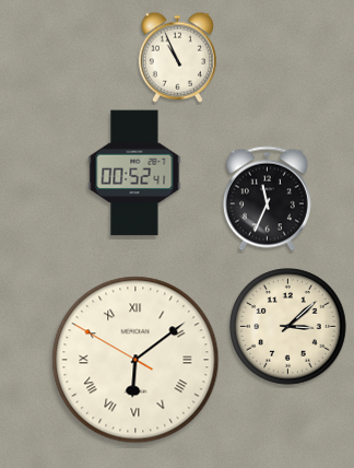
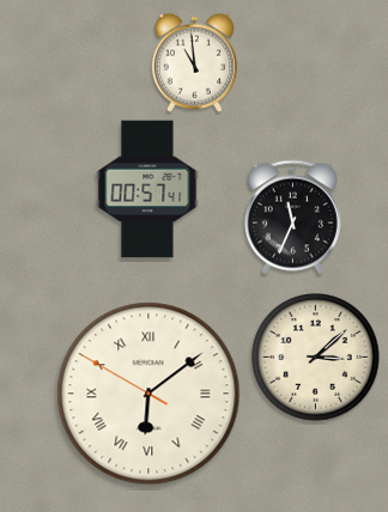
clock at (177, 57): 10:56 -> 10:59
clock at (134, 173): 00:52 -> 00:57
